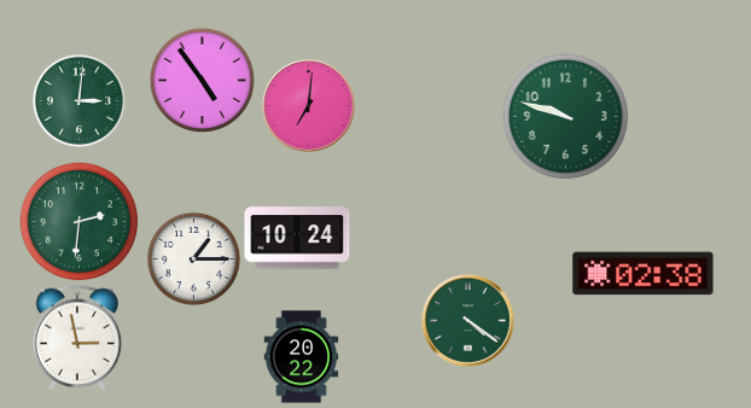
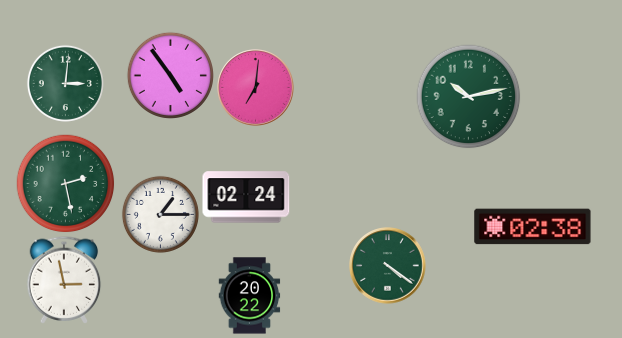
clock at (202, 80) position: (202, 80) -> (170, 75)
clock at (566, 117): 9:48 -> 10:13
clock at (80, 222): 2:31 -> 2:28
clock at (297, 238): 10:24 -> 02:24
